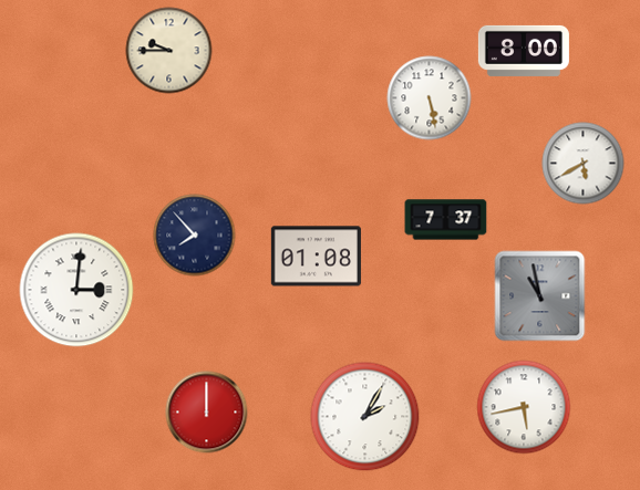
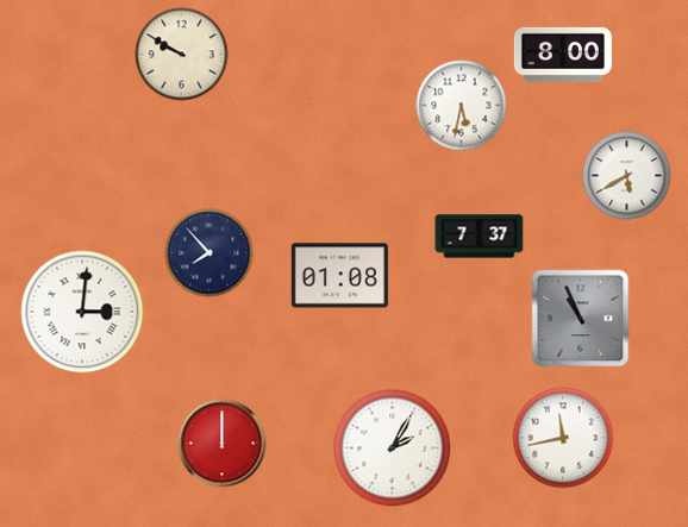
clock at (169, 51): 9:45 -> 9:50
clock at (430, 98): 5:28 -> 5:32
clock at (540, 296): 10:58 -> 10:56
clock at (524, 407): 5:43 -> 11:43
